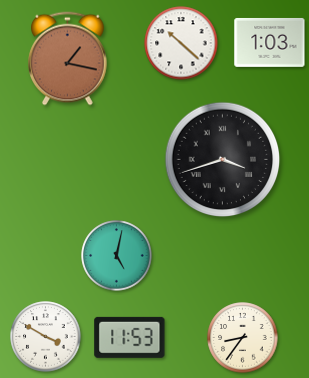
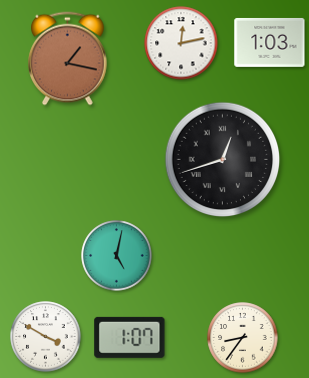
clock at (181, 43): 10:22 -> 12:13
clock at (223, 160): 3:42 -> 12:42
clock at (130, 337): 11:53 -> 1:07
